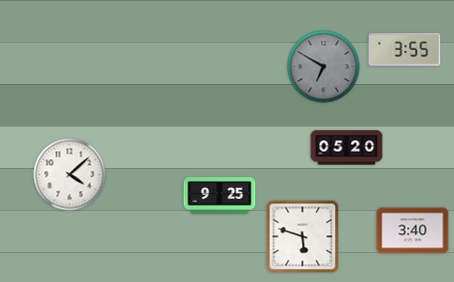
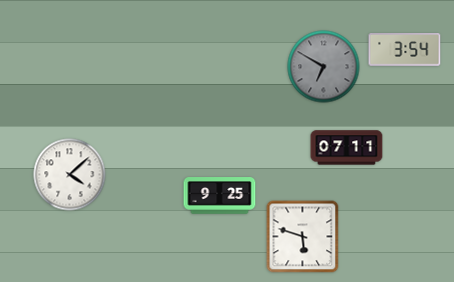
clock at (405, 50): 3:55 -> 3:54
clock at (347, 148): 05:20 -> 07:11
clock at (413, 231): 3:40 -> none
